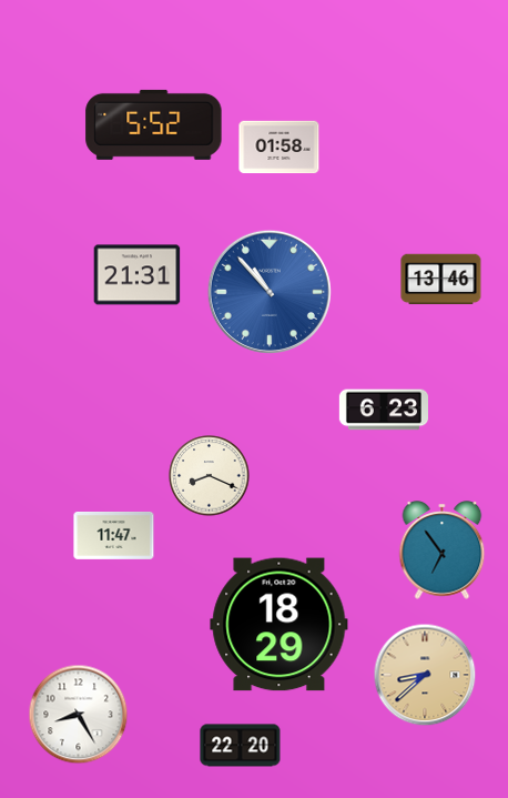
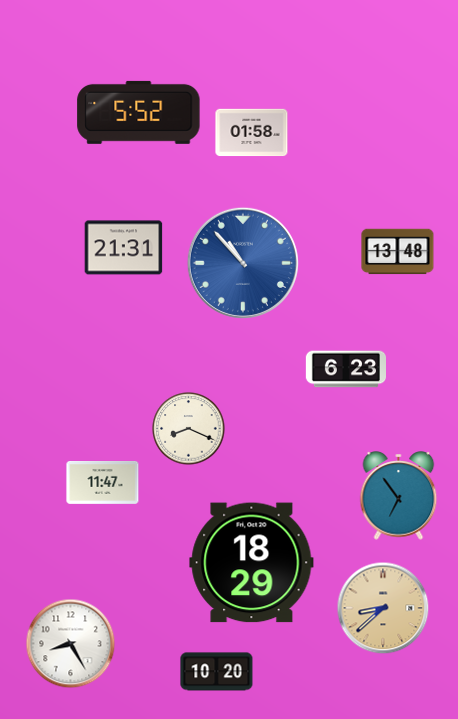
clock at (441, 280): 13:46 -> 13:48
clock at (241, 746): 22:20 -> 10:20
